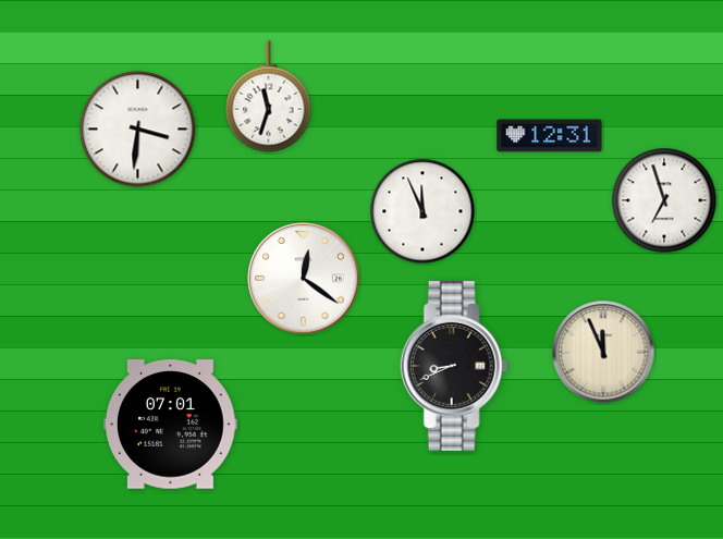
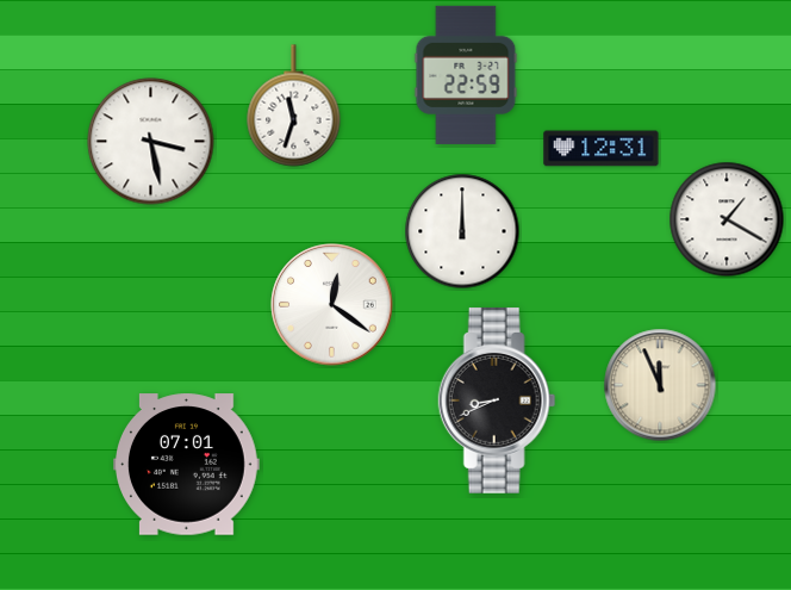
clock at (466, 75): none -> 22:59
clock at (138, 130): 3:31 -> 3:28
clock at (664, 200): 6:57 -> 1:20
clock at (422, 211): 11:56 -> 12:00
